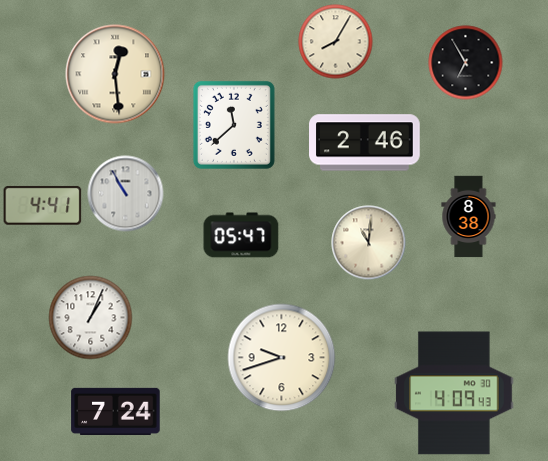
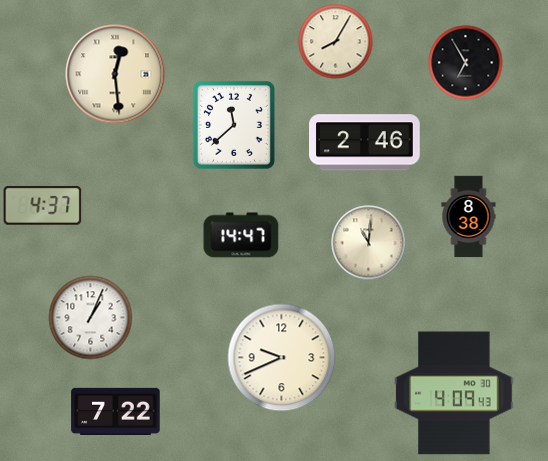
clock at (126, 194): 10:55 -> none
clock at (43, 206): 4:41 -> 4:37
clock at (241, 235): 05:47 -> 14:47
clock at (282, 358): 9:42 -> 9:41
clock at (116, 411): 7:24 -> 7:22
